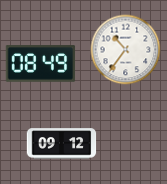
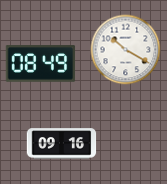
clock at (126, 50): 10:36 -> 10:20
clock at (62, 144): 09:12 -> 09:16
